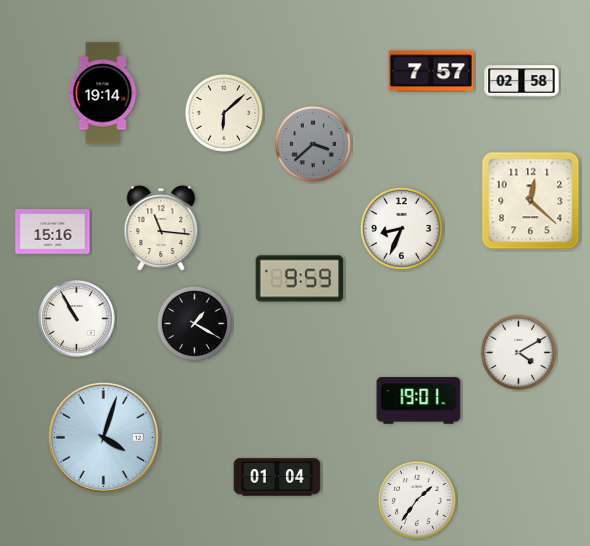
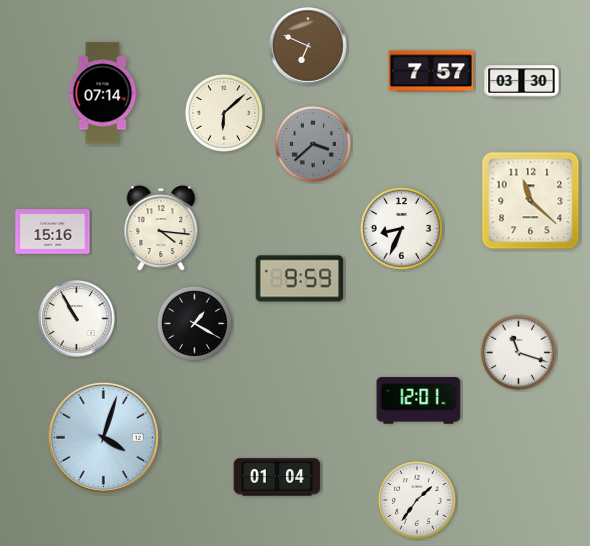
clock at (308, 46): none -> 6:49
clock at (522, 82): 02:58 -> 03:30
clock at (103, 93): 19:14 -> 07:14
clock at (531, 201): 12:22 -> 11:22
clock at (161, 228): 11:16 -> 4:16
clock at (518, 352): 4:10 -> 11:18
clock at (419, 401): 19:01 -> 12:01
